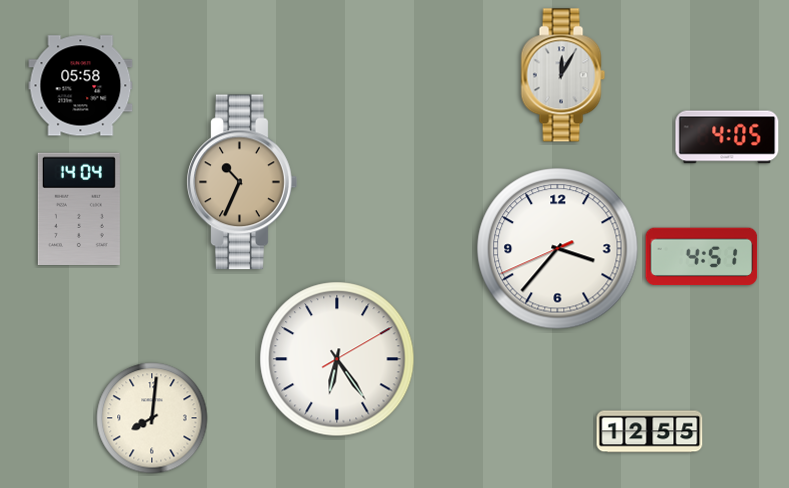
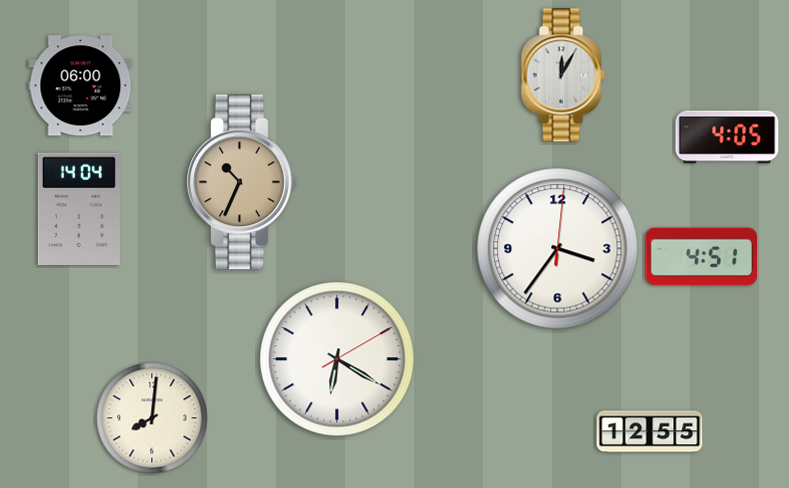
clock at (81, 86): 05:58 -> 06:00
clock at (558, 249): 3:36:41 -> 3:36:01
clock at (337, 359): 6:24 -> 6:20
